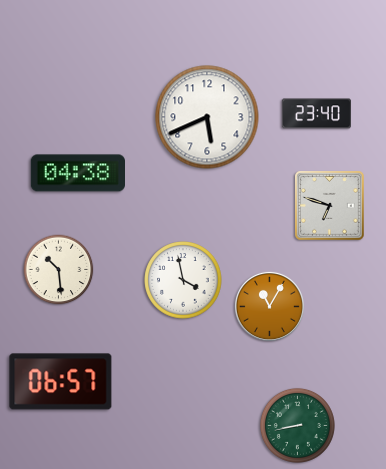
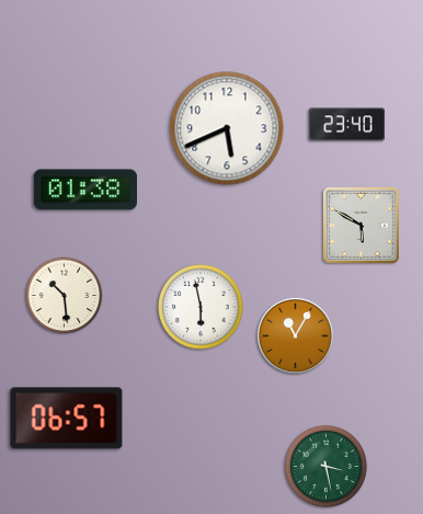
clock at (77, 173): 04:38 -> 01:38
clock at (330, 206): 6:48 -> 5:50
clock at (183, 280): 3:58 -> 5:58
clock at (297, 425): 8:43 -> 3:28
